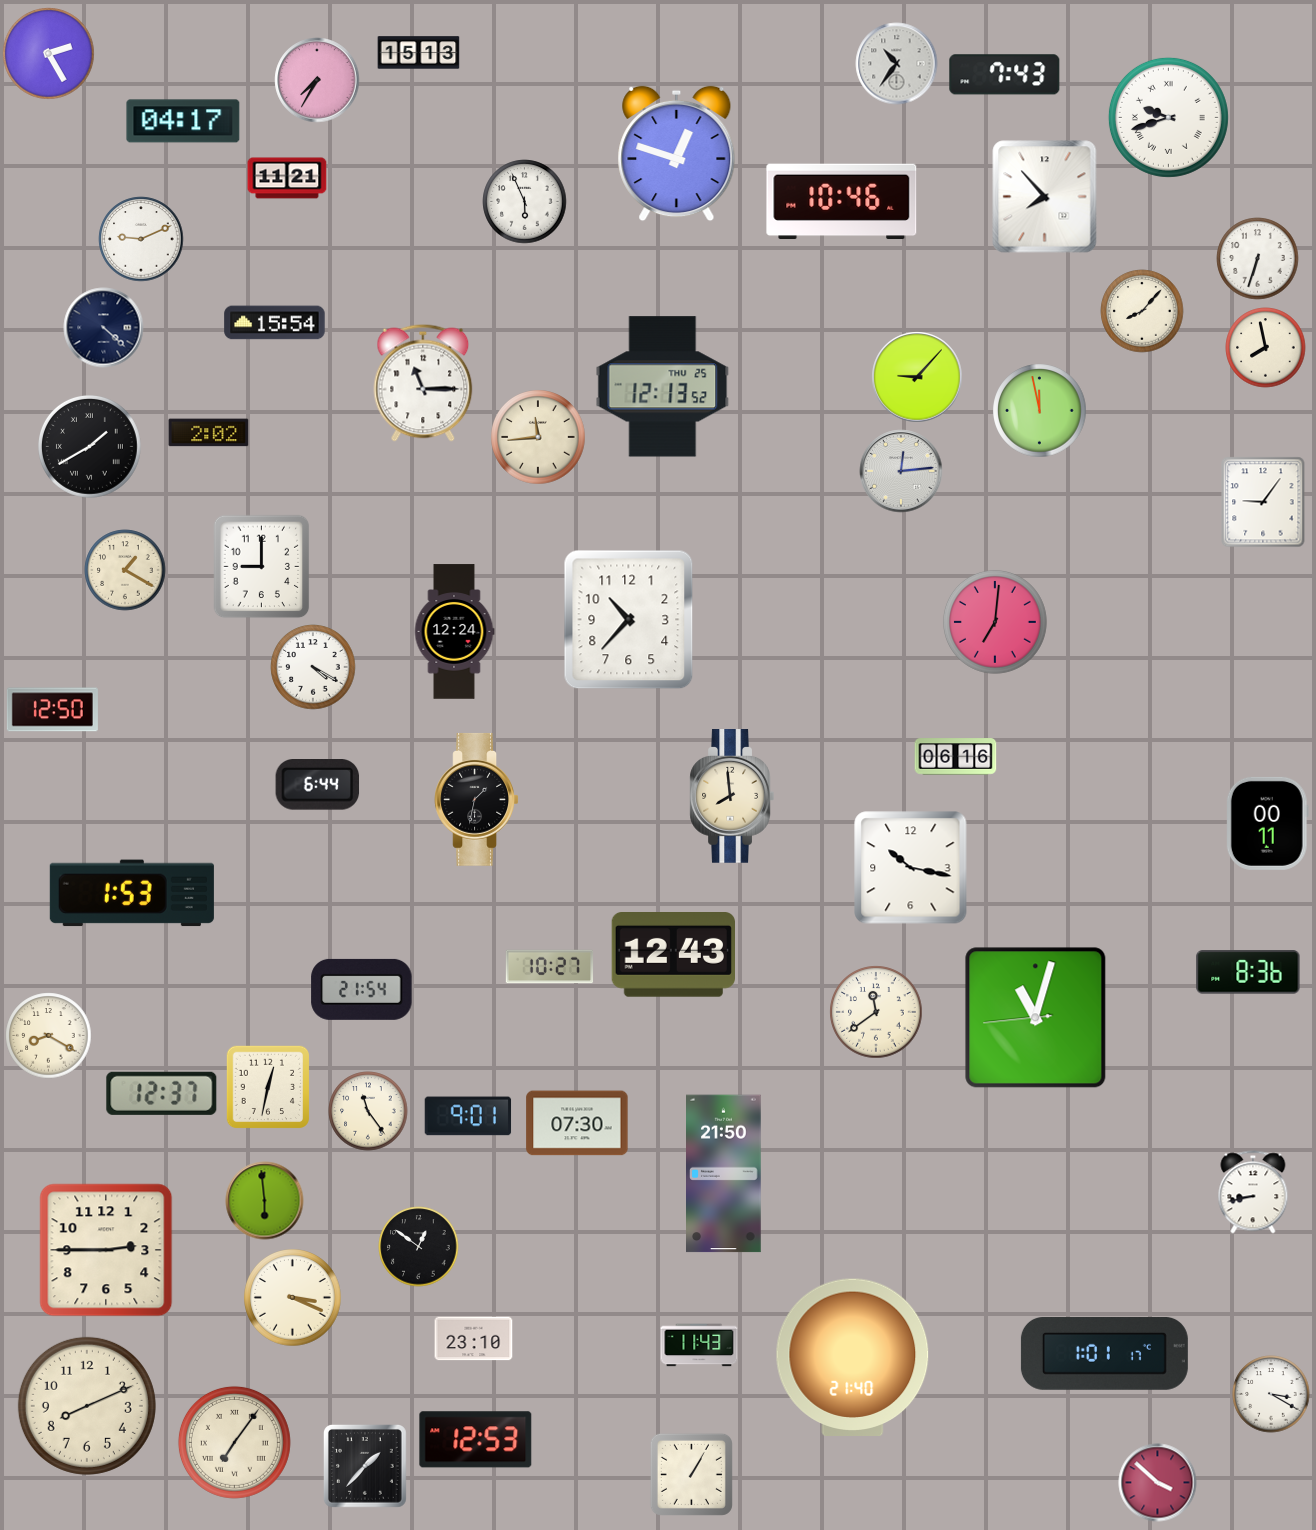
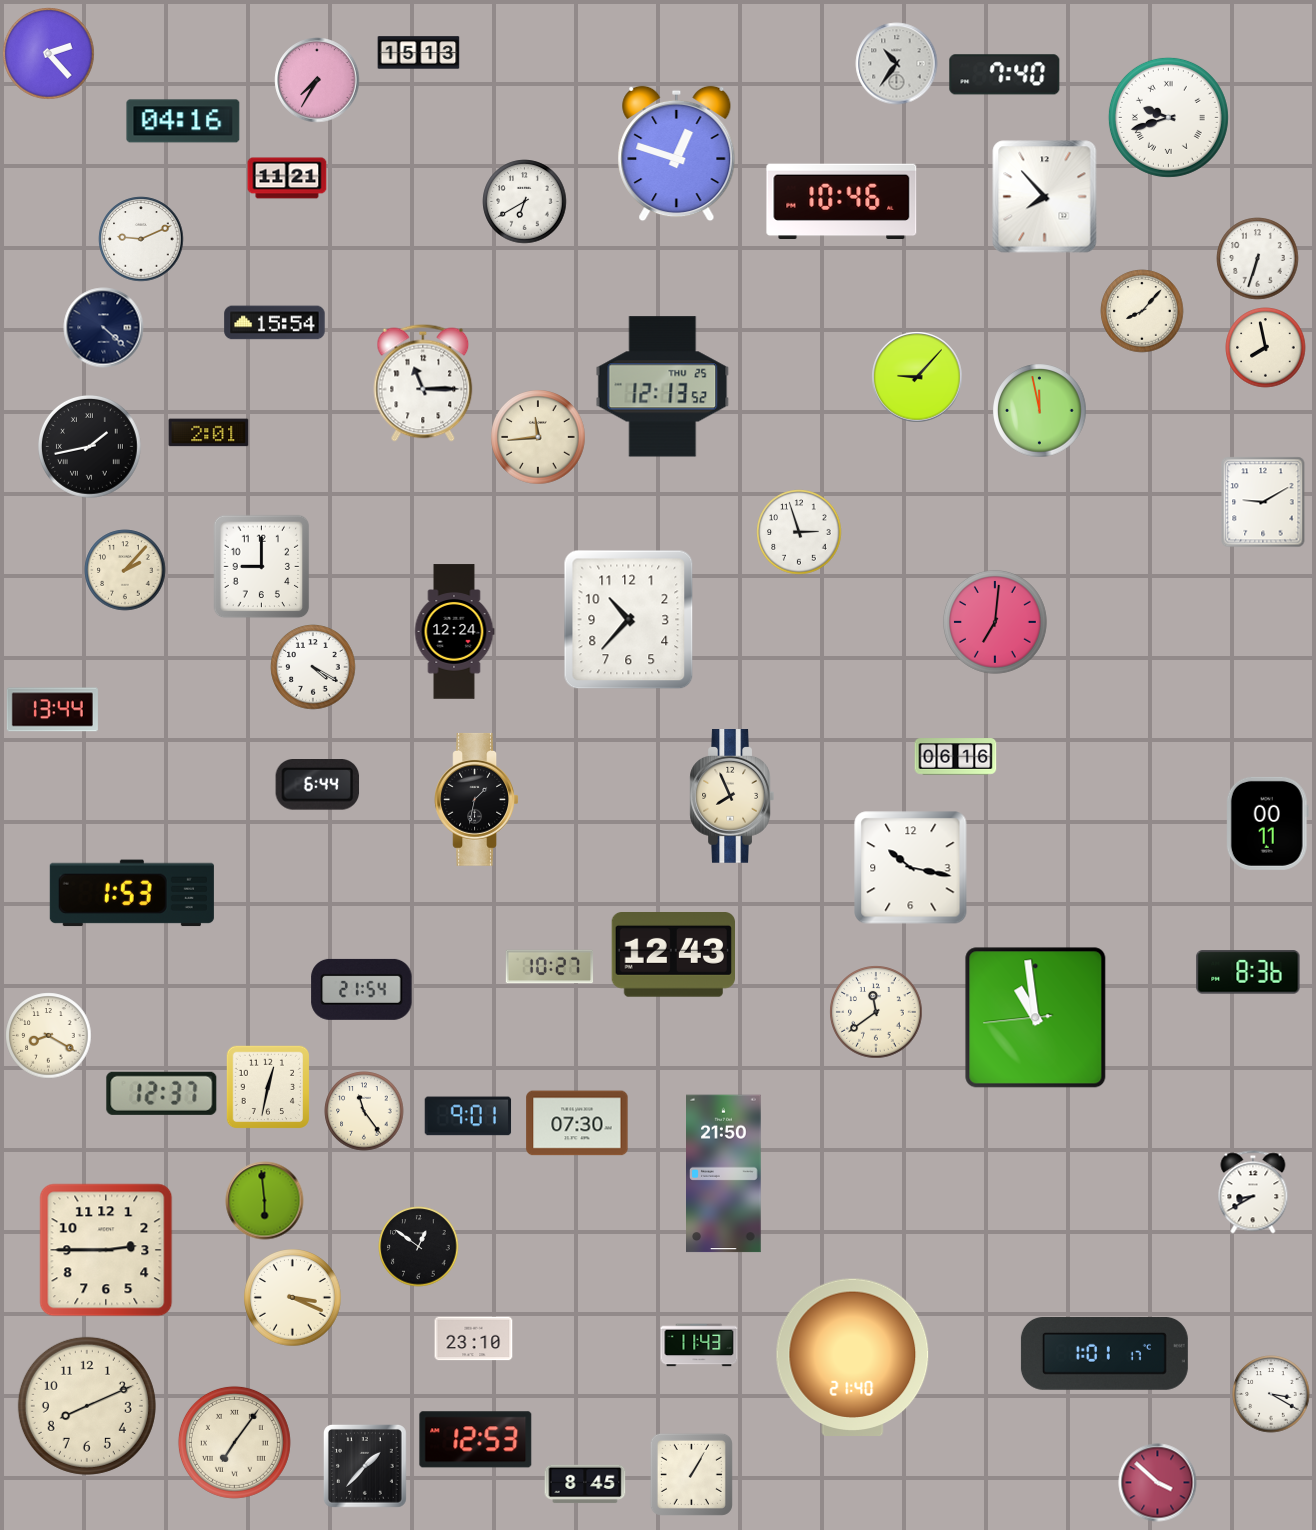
clock at (49, 54): 2:25 -> 2:23
clock at (1005, 75): 7:43 -> 7:40
clock at (183, 121): 04:17 -> 04:16
clock at (525, 202): 5:56 -> 6:40
clock at (209, 433): 2:02 -> 2:01
clock at (90, 447): 1:40 -> 1:43
clock at (901, 471): 12:14 -> none
clock at (1263, 502): 9:06 -> 9:10
clock at (799, 532): none -> 2:57
clock at (125, 570): 1:20 -> 2:07
clock at (52, 710): 12:50 -> 13:44
clock at (732, 797): 7:59 -> 7:56
clock at (1036, 1018): 11:02 -> 10:58
clock at (368, 1111) position: (368, 1111) -> (364, 1111)
clock at (1253, 1192): 8:43 -> 8:40
clock at (585, 1484): none -> 8:45
